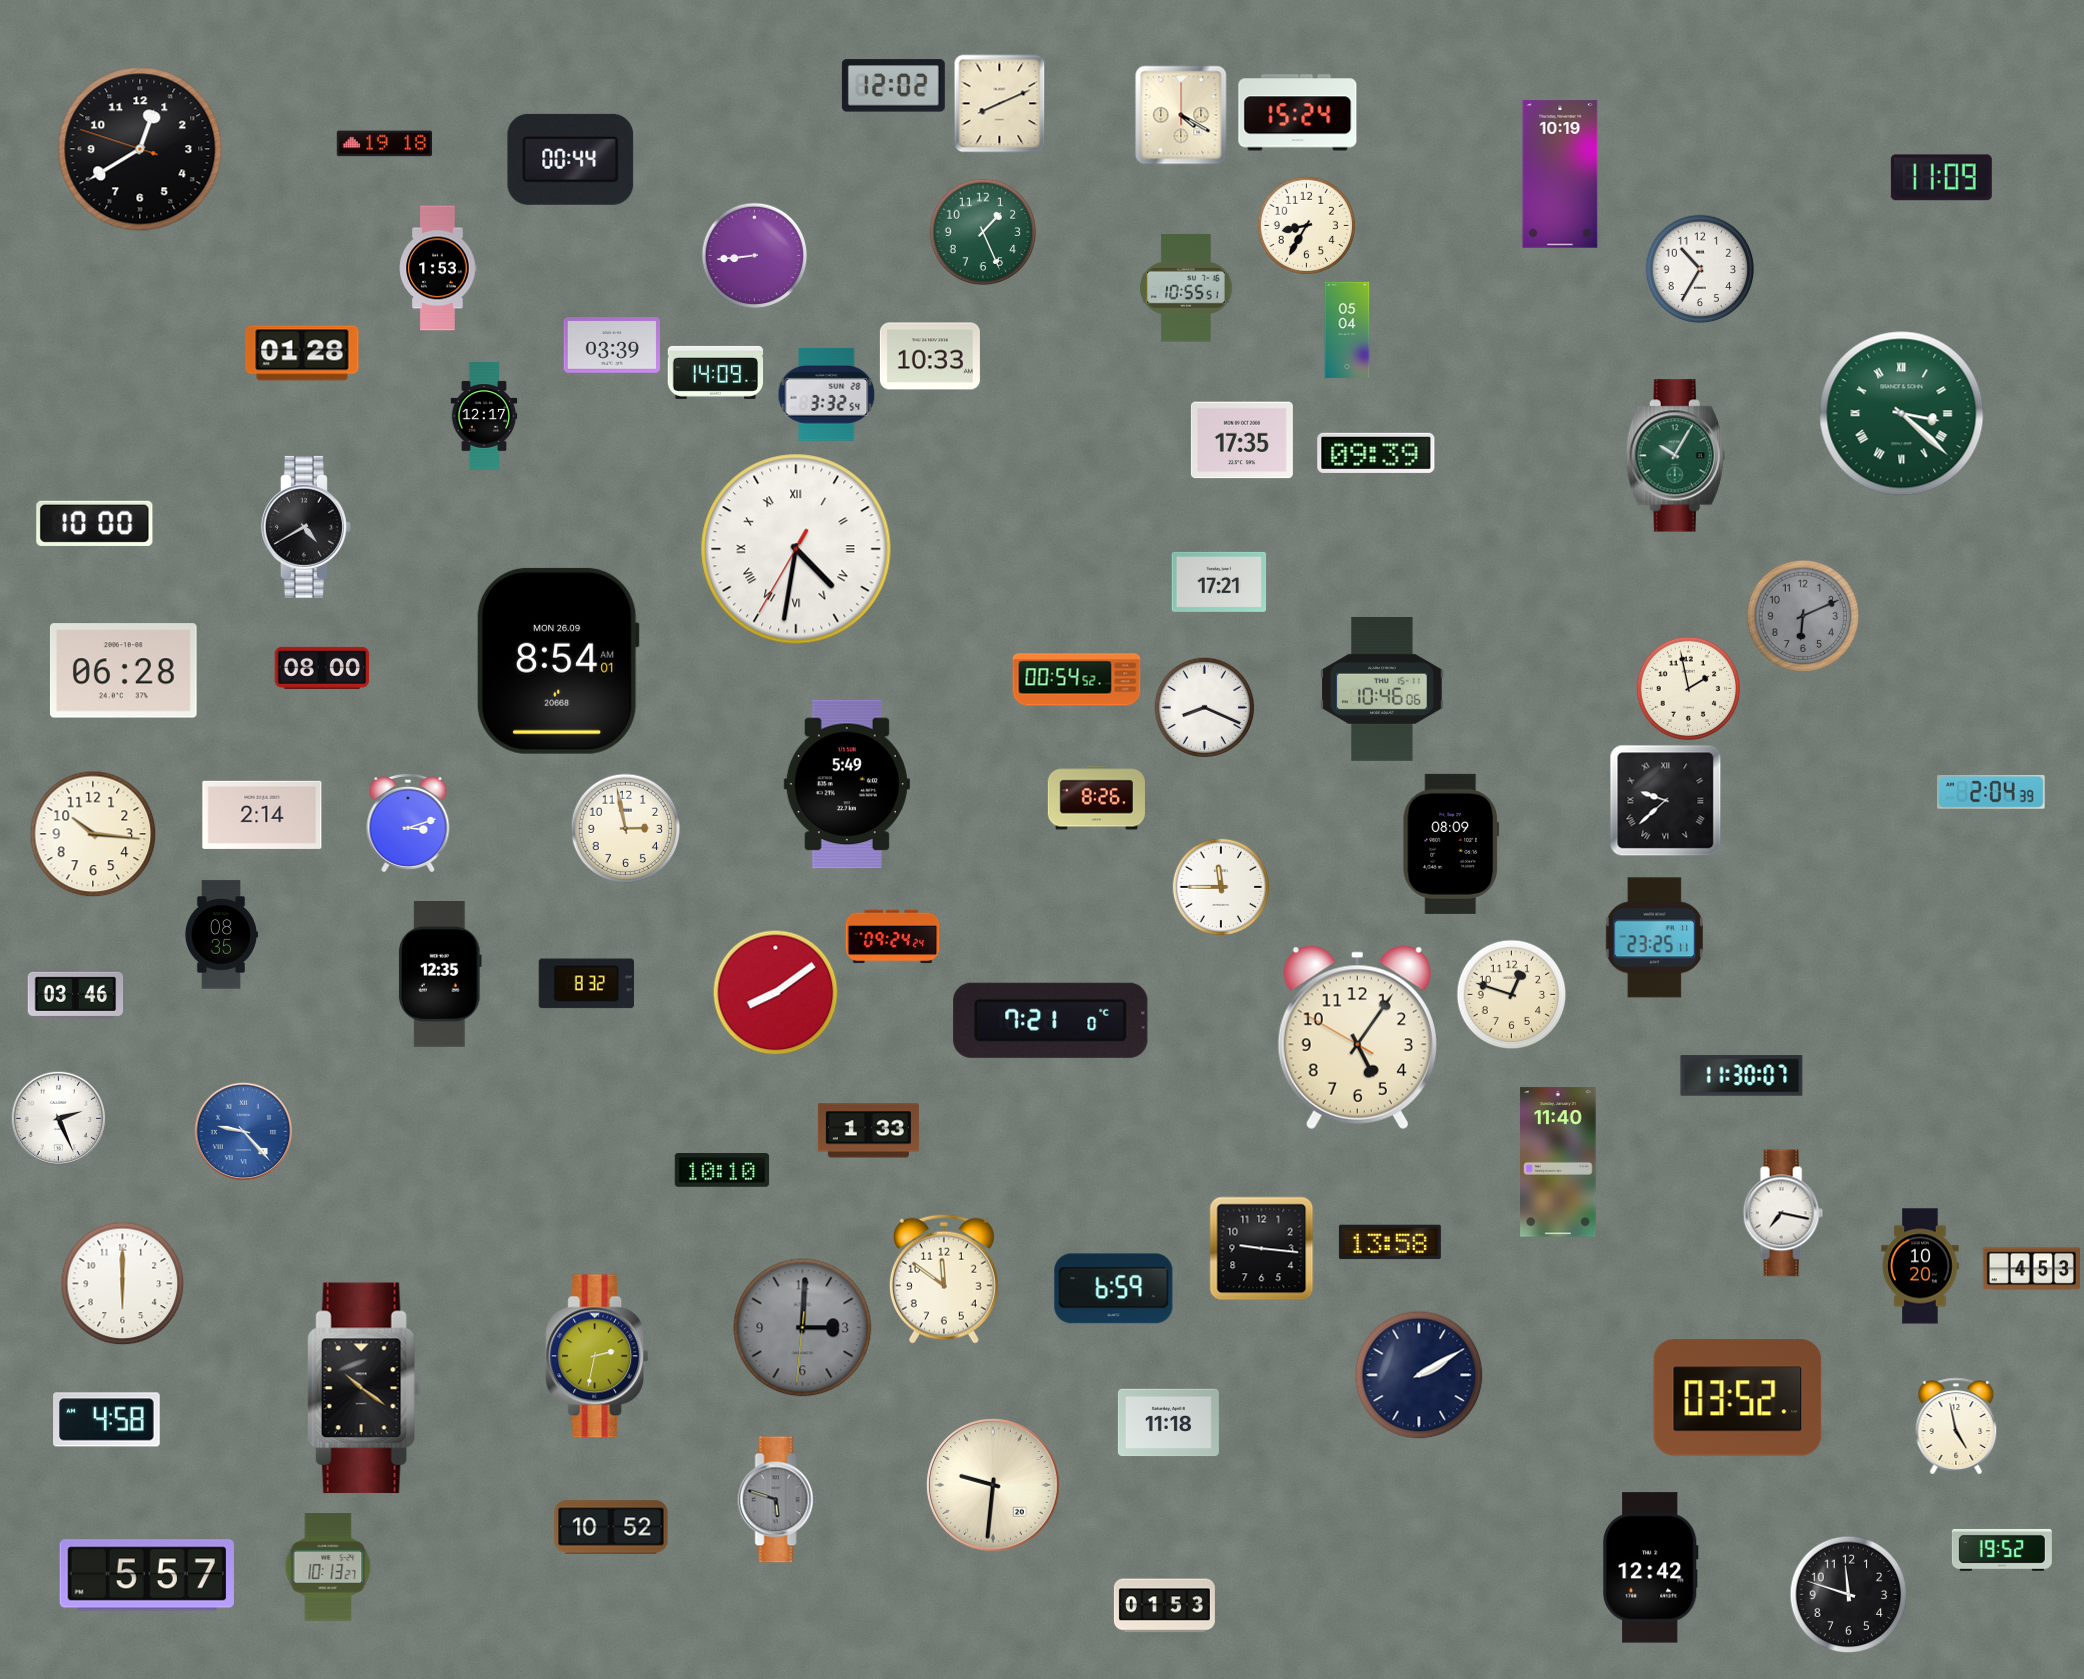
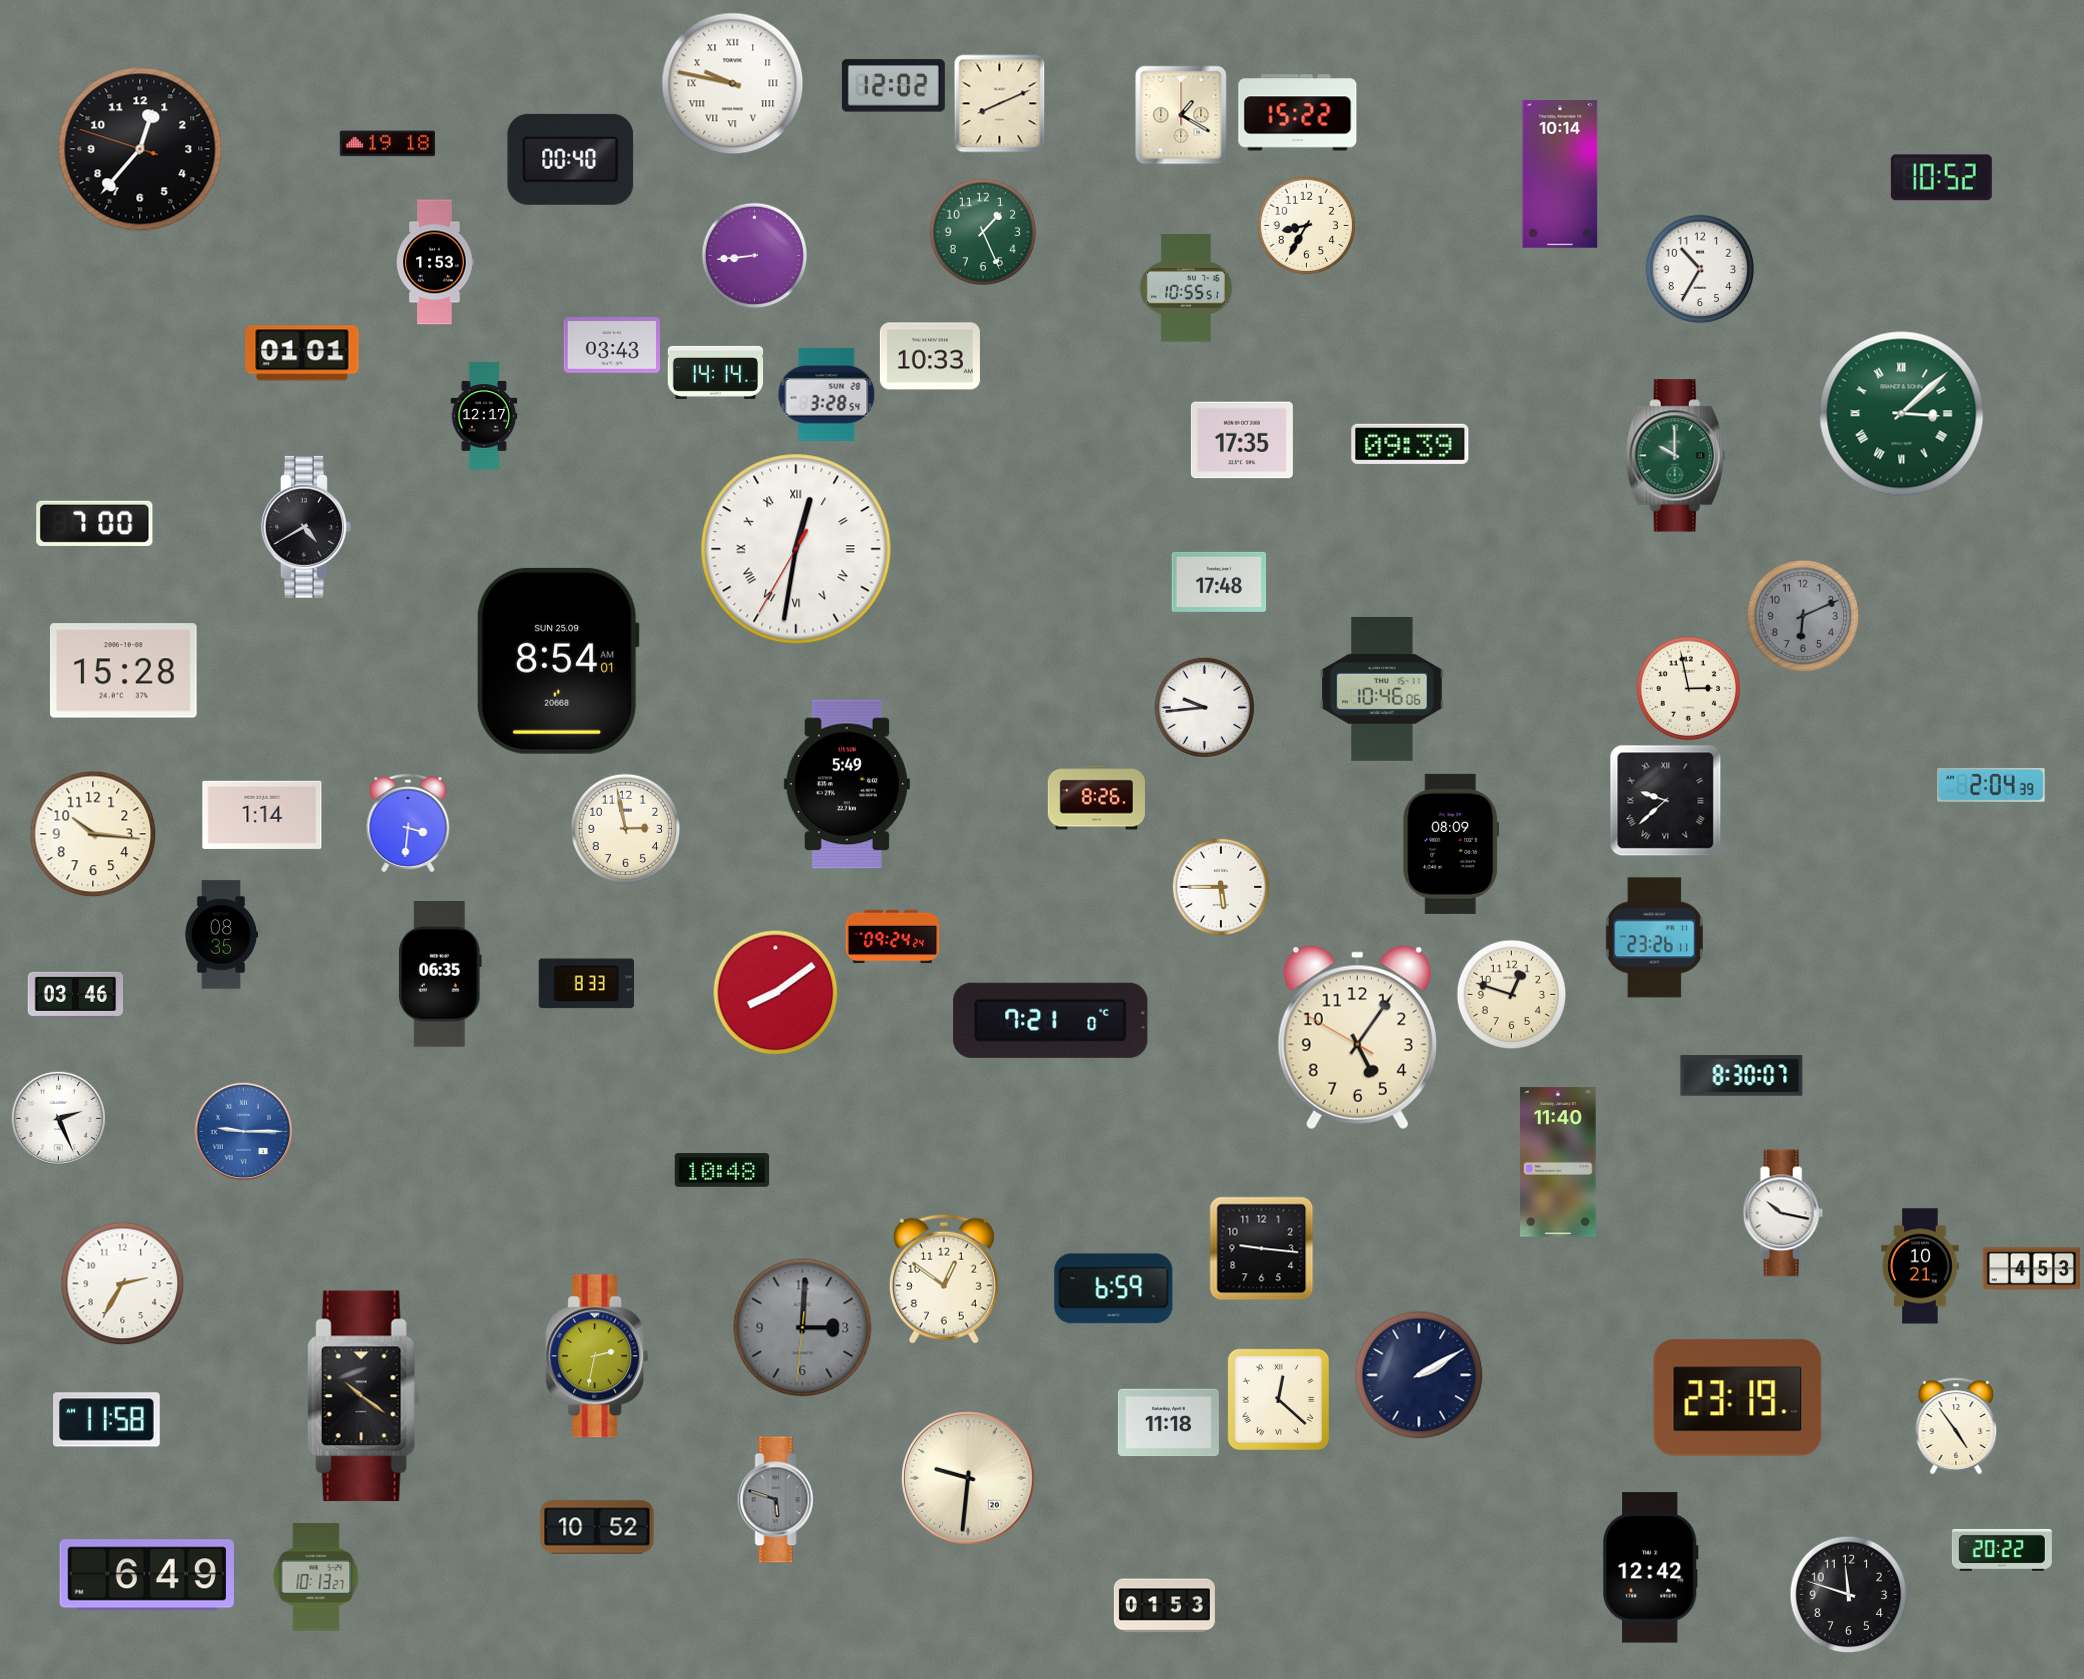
clock at (733, 84): none -> 9:47
clock at (1298, 113): 15:24 -> 15:22
clock at (1181, 115): 4:20 -> 1:20
clock at (385, 144) position: (385, 144) -> (388, 144)
clock at (140, 149): 12:39 -> 12:36
clock at (571, 159): 00:44 -> 00:40
clock at (1560, 174): 10:19 -> 10:14
clock at (1941, 178): 11:09 -> 10:52
clock at (438, 268) position: (438, 268) -> (435, 262)
clock at (1347, 330): 05:04 -> none
clock at (611, 345): 03:39 -> 03:43
clock at (302, 353): 01:28 -> 01:01
clock at (716, 372): 14:09 -> 14:14
clock at (827, 394): 3:32 -> 3:28
clock at (1902, 414): 3:22 -> 3:08
clock at (1376, 453) position: (1376, 453) -> (1410, 444)
clock at (1675, 456): 10:05 -> 10:00
clock at (95, 523): 10:00 -> 7:00
clock at (796, 549): 4:31 -> 12:31
clock at (1219, 582): 17:21 -> 17:48
clock at (558, 661) date: MON 26.09 -> SUN 25.09
clock at (322, 668): 08:00 -> none
clock at (123, 671): 06:28 -> 15:28
clock at (1077, 680): 00:54 -> none
clock at (1689, 689): 1:58 -> 2:58
clock at (1204, 707): 8:19 -> 9:44
clock at (1991, 792) position: (1991, 792) -> (1991, 785)
clock at (262, 815): 2:14 -> 1:14
clock at (408, 823): 3:12 -> 3:31
clock at (1220, 886): 11:45 -> 5:45
clock at (1654, 938): 23:25 -> 23:26
clock at (440, 975): 12:35 -> 06:35
clock at (586, 984): 8:32 -> 8:33
clock at (1742, 1076): 11:30 -> 8:30
clock at (868, 1131): 1:33 -> none
clock at (244, 1132): 9:23 -> 9:15
clock at (722, 1171): 10:10 -> 10:48
clock at (1783, 1213): 7:17 -> 10:17
clock at (1390, 1242): 13:58 -> none
clock at (1920, 1266): 10:20 -> 10:21
clock at (944, 1279): 11:51 -> 12:51
clock at (123, 1284): 6:00 -> 2:35
clock at (364, 1388) position: (364, 1388) -> (364, 1396)
clock at (1738, 1398): 03:52 -> 23:19
clock at (1278, 1399): none -> 12:22
clock at (107, 1420): 4:58 -> 11:58
clock at (1956, 1426): 4:58 -> 4:54
clock at (993, 1485) position: (993, 1485) -> (968, 1478)
clock at (611, 1527) position: (611, 1527) -> (597, 1527)
clock at (2002, 1550): 19:52 -> 20:22
clock at (328, 1567) position: (328, 1567) -> (316, 1577)
clock at (147, 1575): 5:57 -> 6:49
